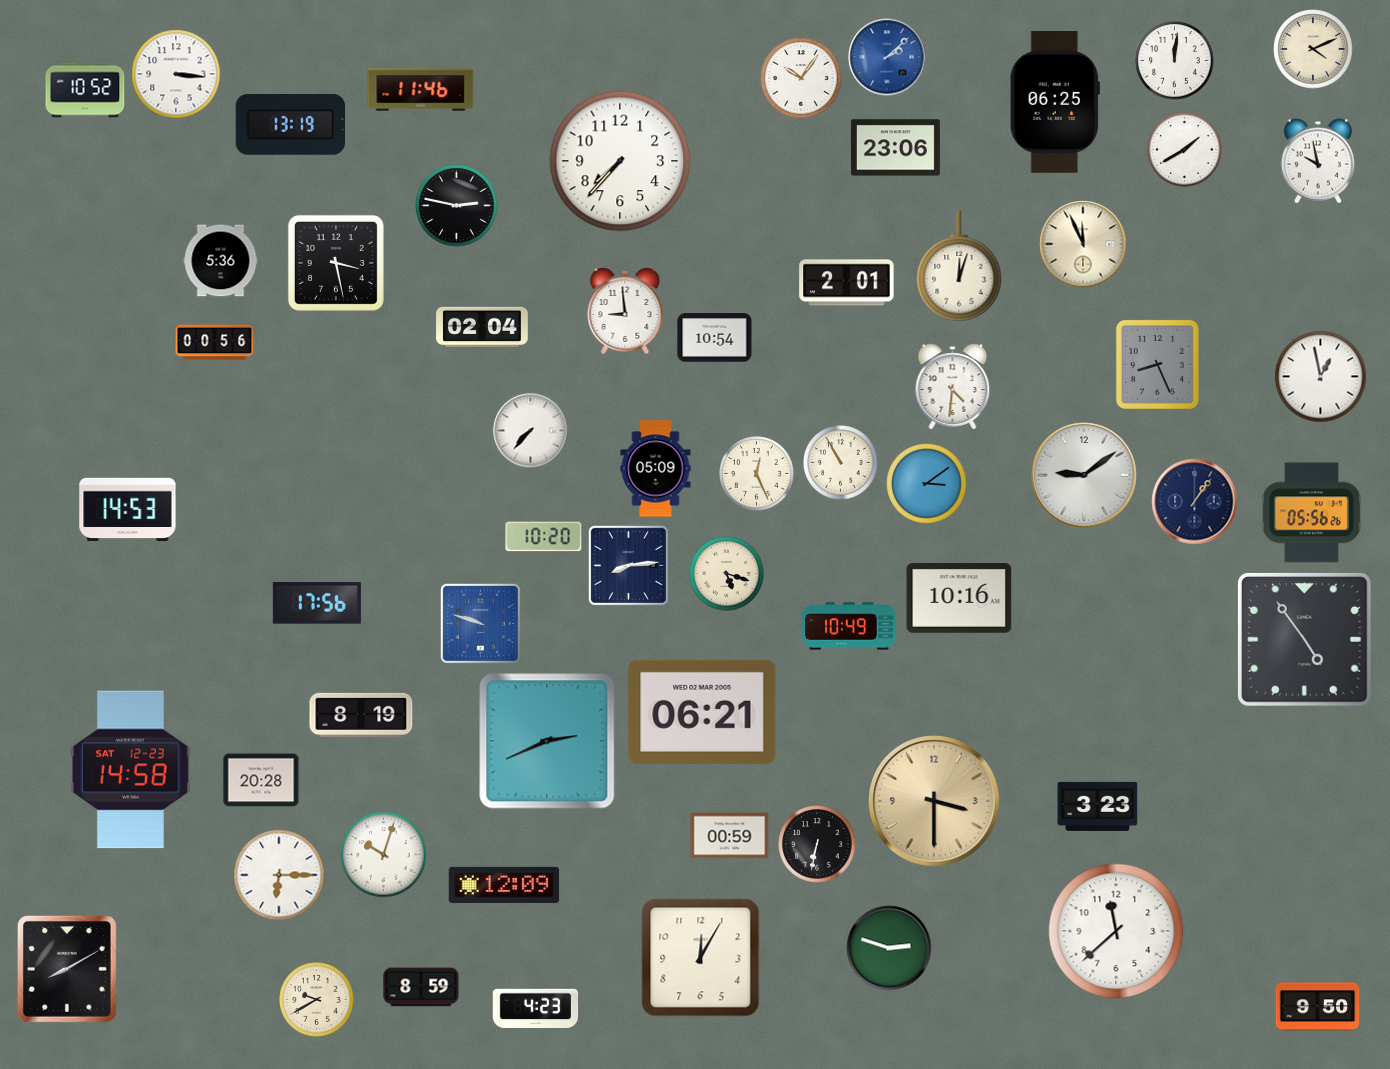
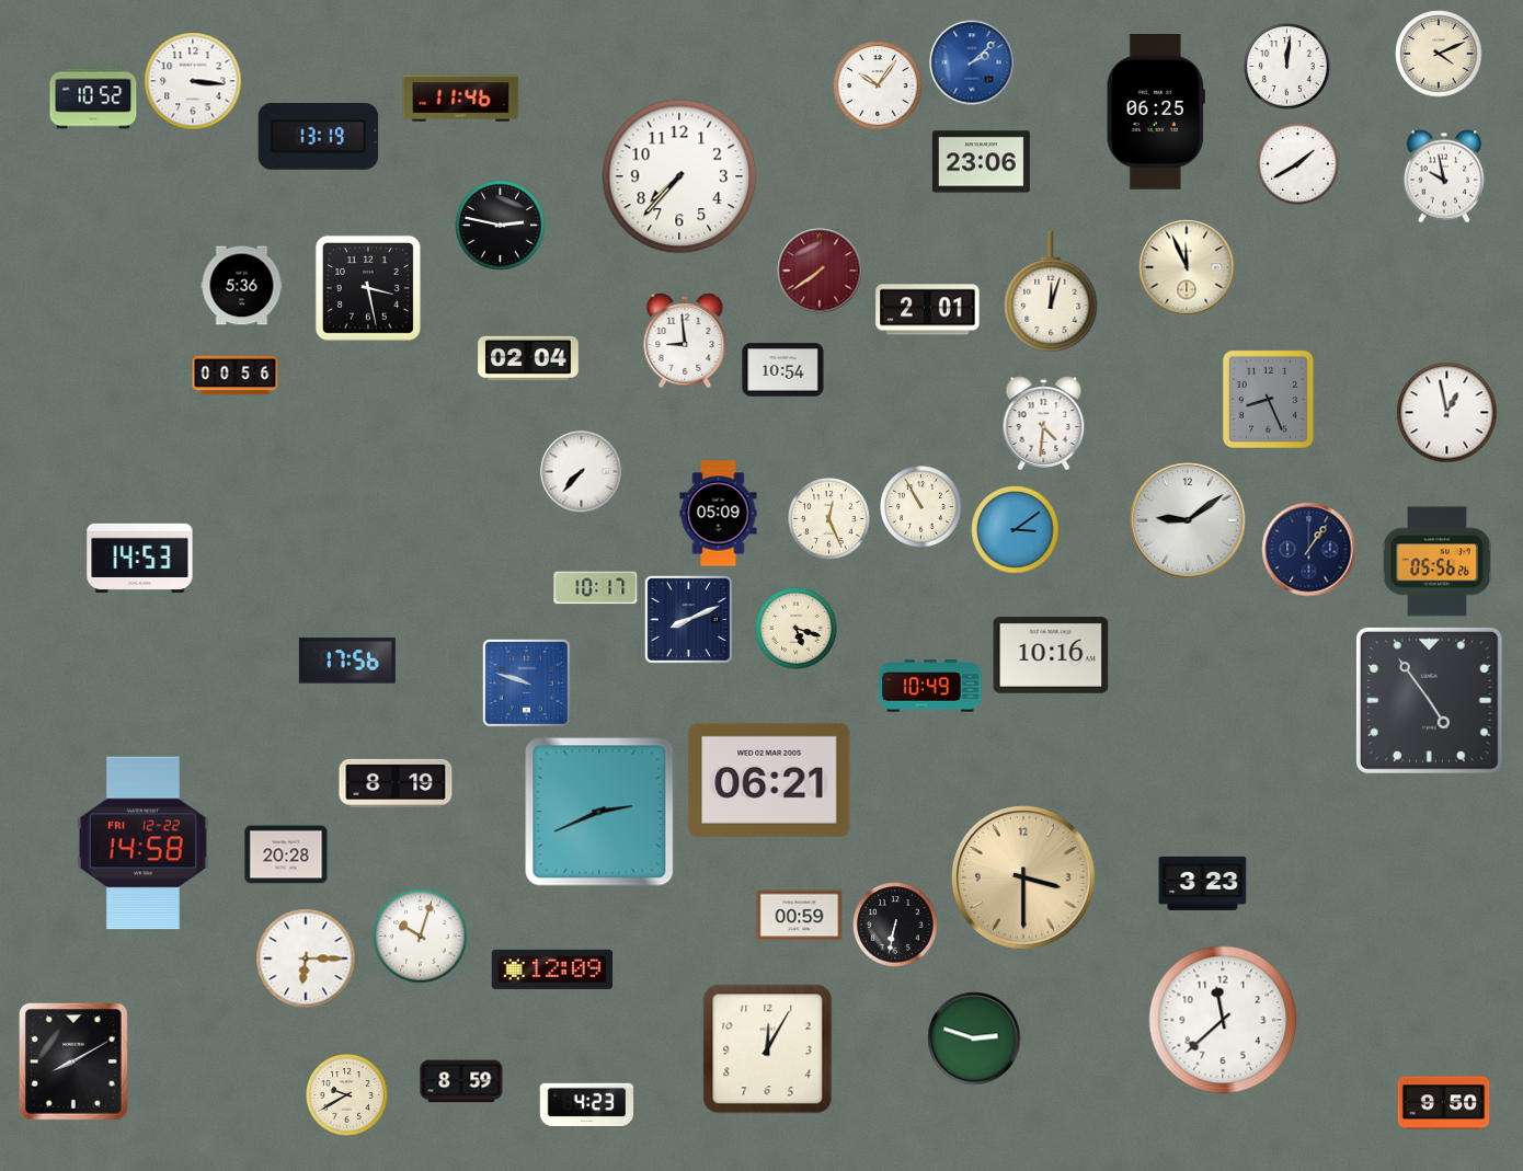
clock at (820, 271): none -> 7:39
clock at (544, 537): 10:20 -> 10:17
clock at (628, 565): 8:14 -> 8:11
clock at (130, 770) date: SAT 12-23 -> FRI 12-22
